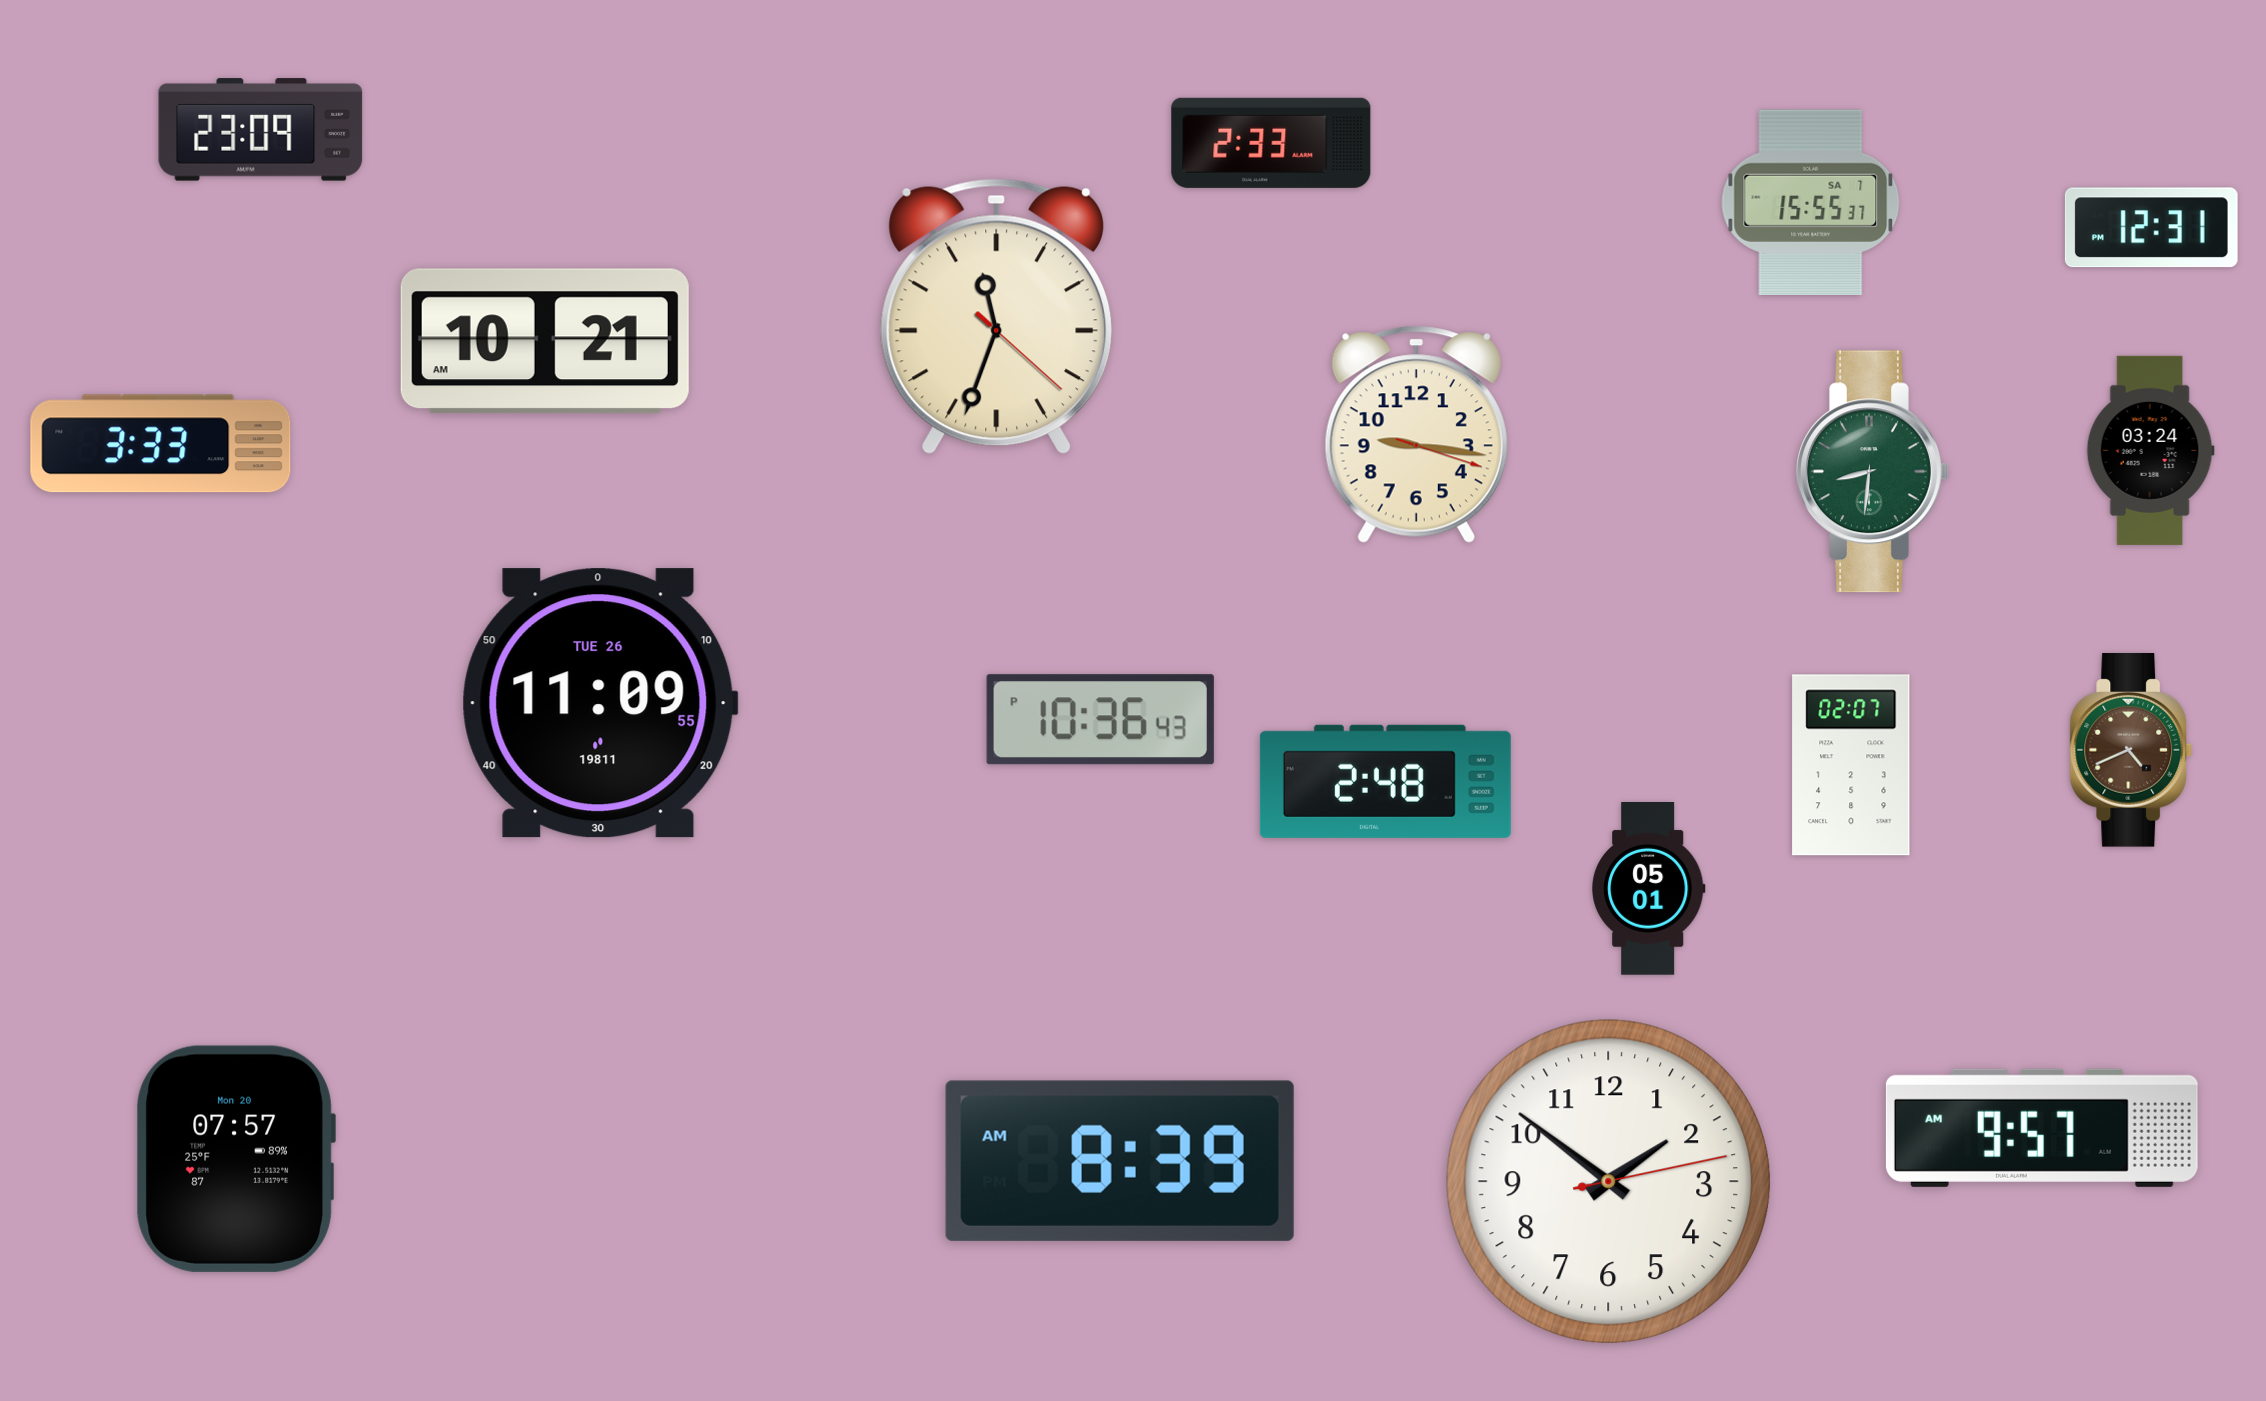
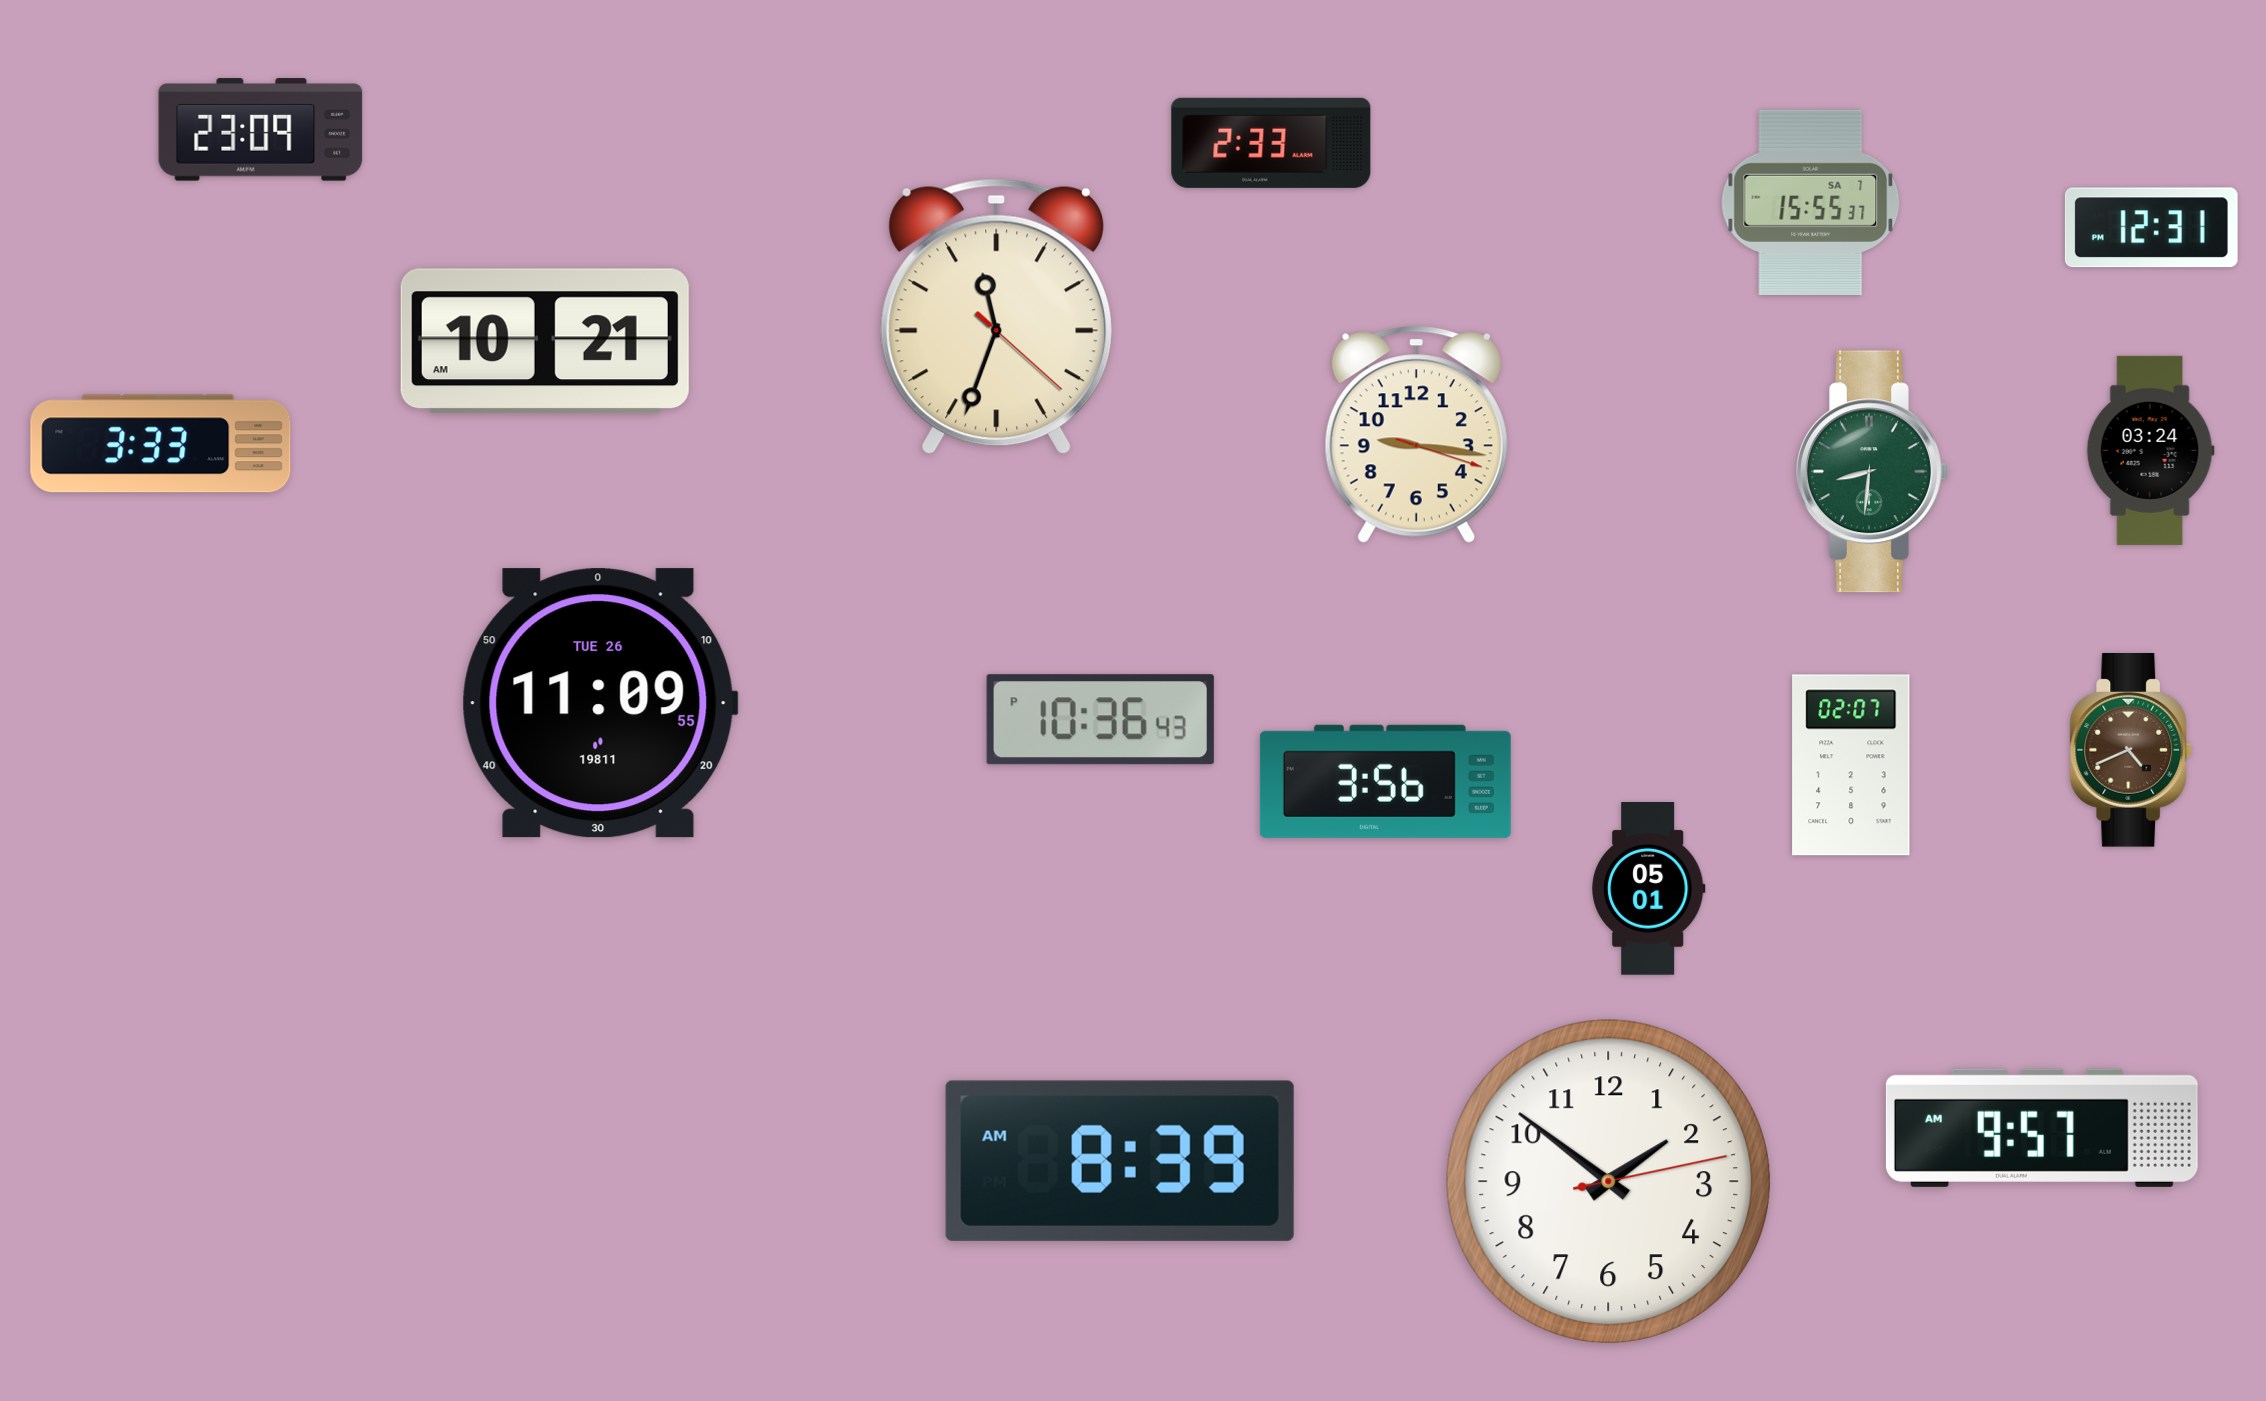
clock at (1385, 781): 2:48 -> 3:56
clock at (236, 1159): 07:57 -> none
